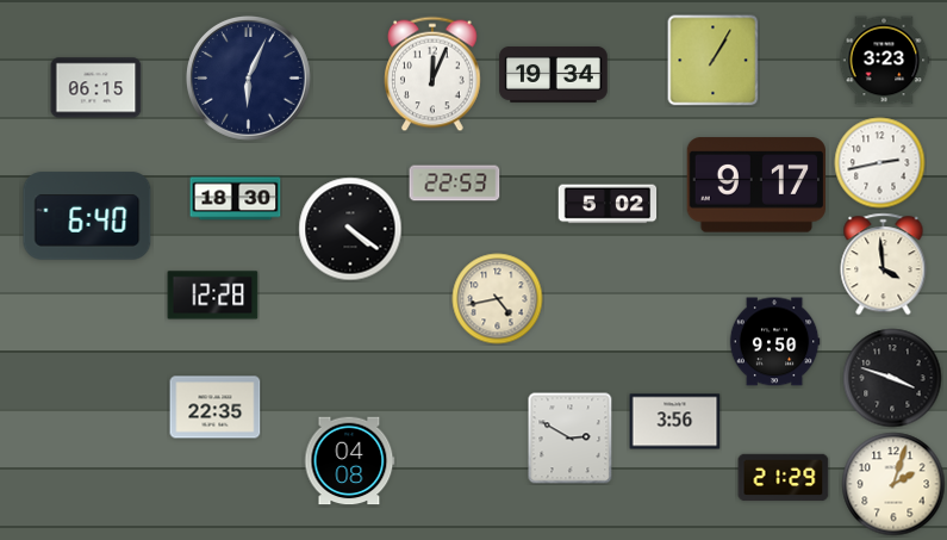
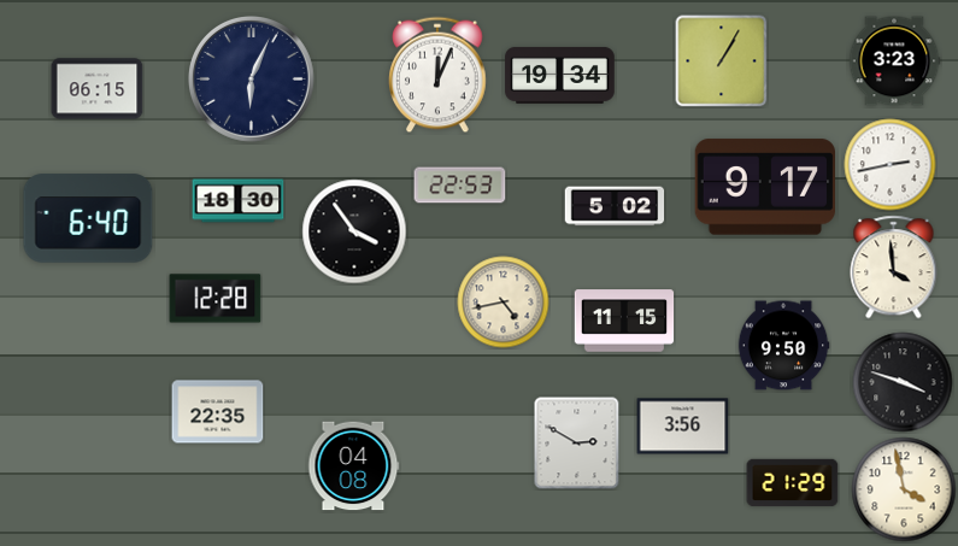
clock at (350, 229): 4:21 -> 3:54
clock at (624, 321): none -> 11:15
clock at (893, 484): 2:03 -> 3:58
